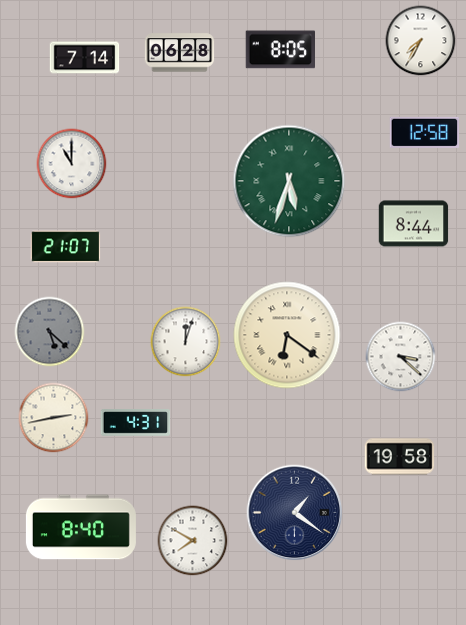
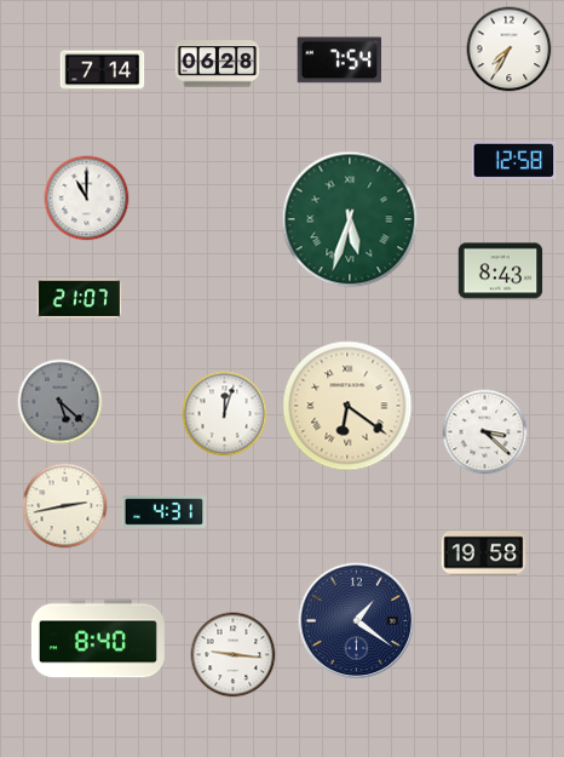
clock at (281, 50): 8:05 -> 7:54
clock at (414, 224): 8:44 -> 8:43
clock at (193, 541): 7:50 -> 9:16
